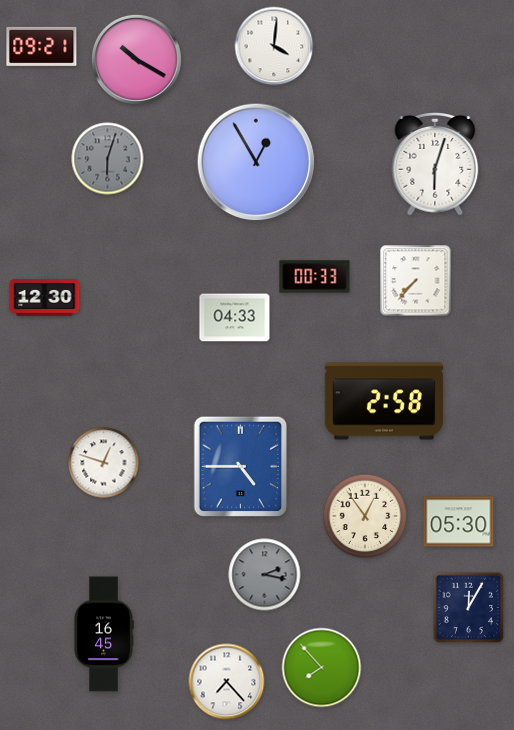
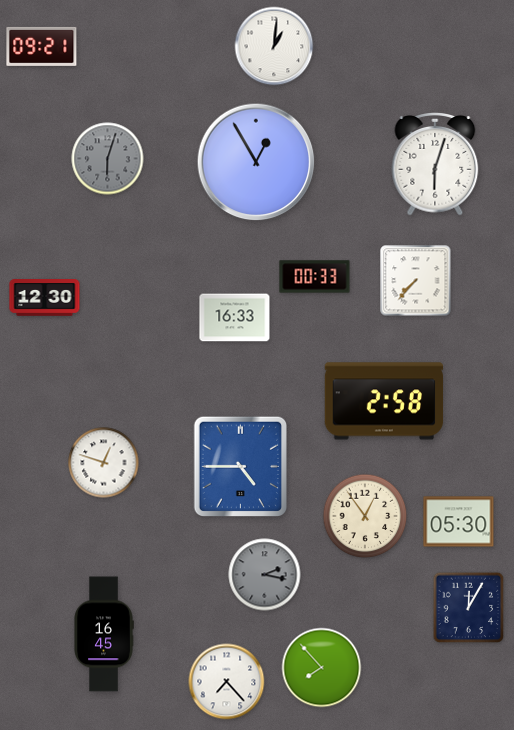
clock at (274, 46): 4:01 -> 1:01
clock at (136, 59): 10:20 -> none
clock at (235, 318): 04:33 -> 16:33
